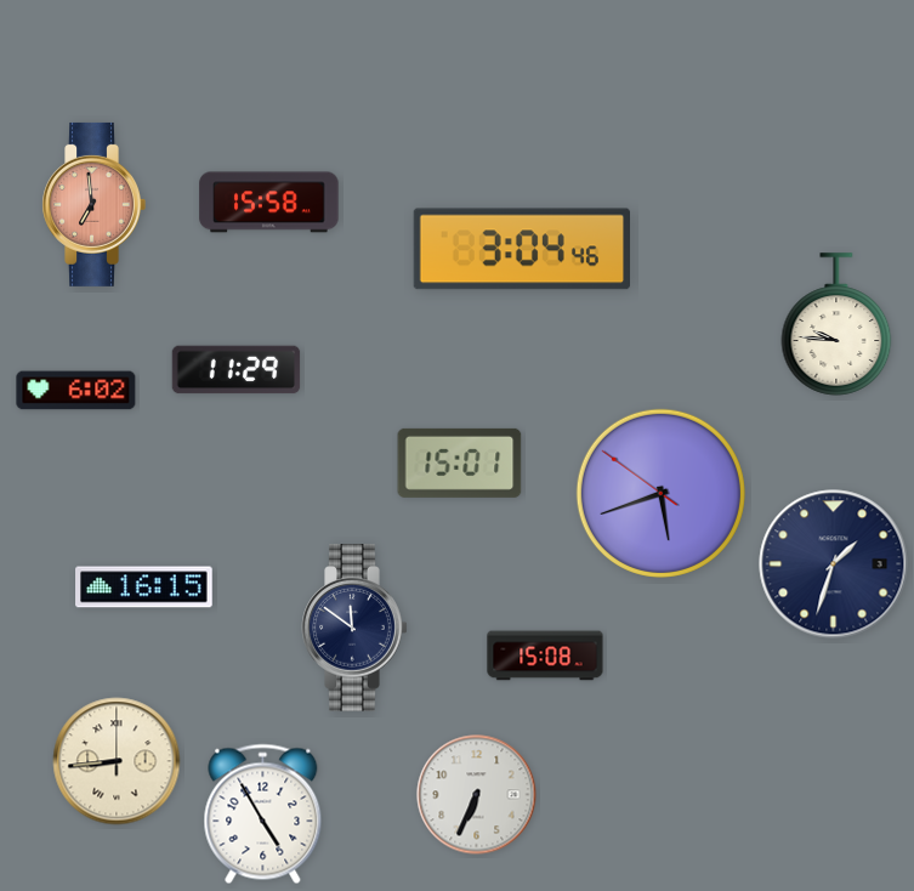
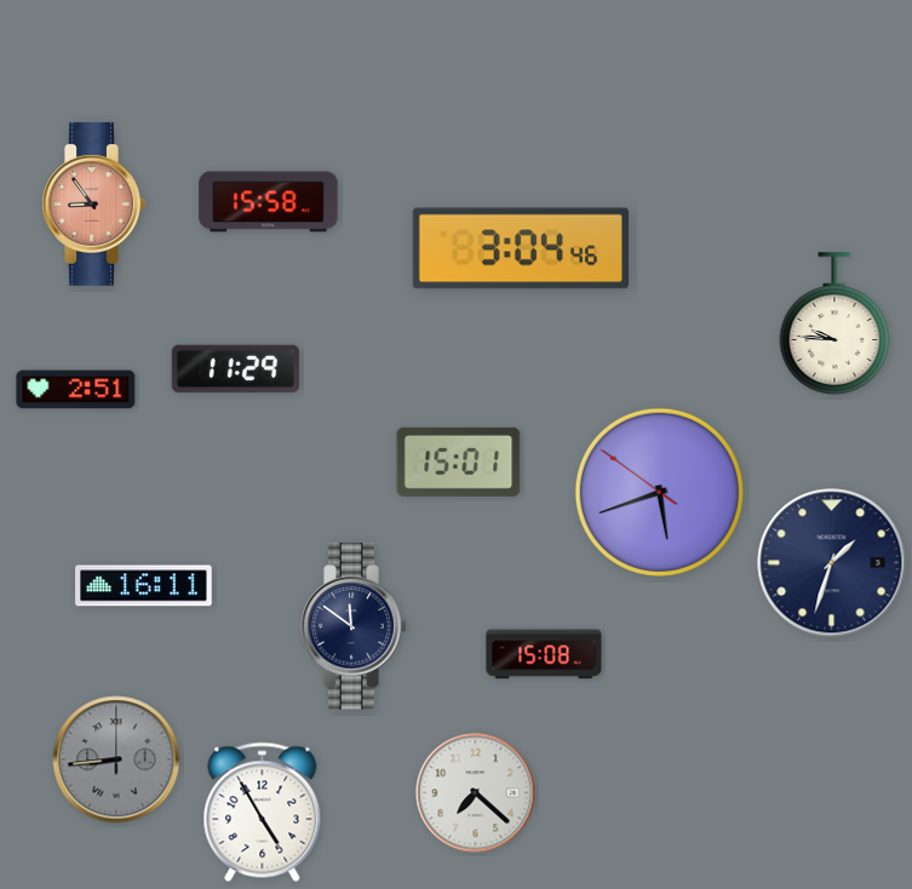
clock at (93, 204): 6:59 -> 8:54
clock at (76, 391): 6:02 -> 2:51
clock at (144, 588): 16:15 -> 16:11
clock at (117, 761) dial: cream -> grey
clock at (477, 795): 6:34 -> 7:22
